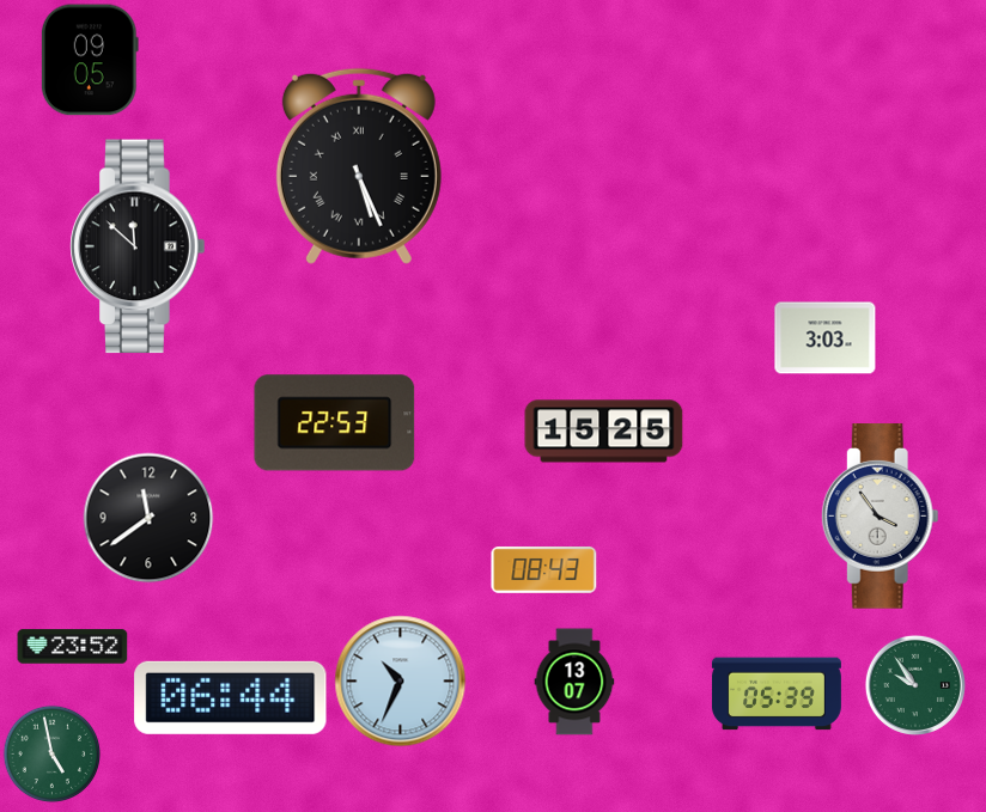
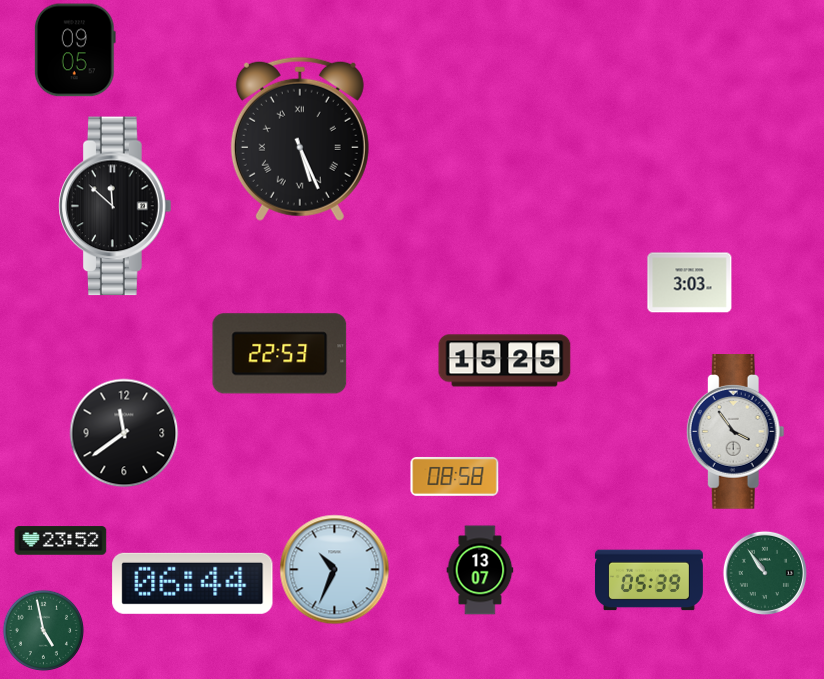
clock at (544, 570): 08:43 -> 08:58
clock at (915, 685): 9:54 -> 10:54
